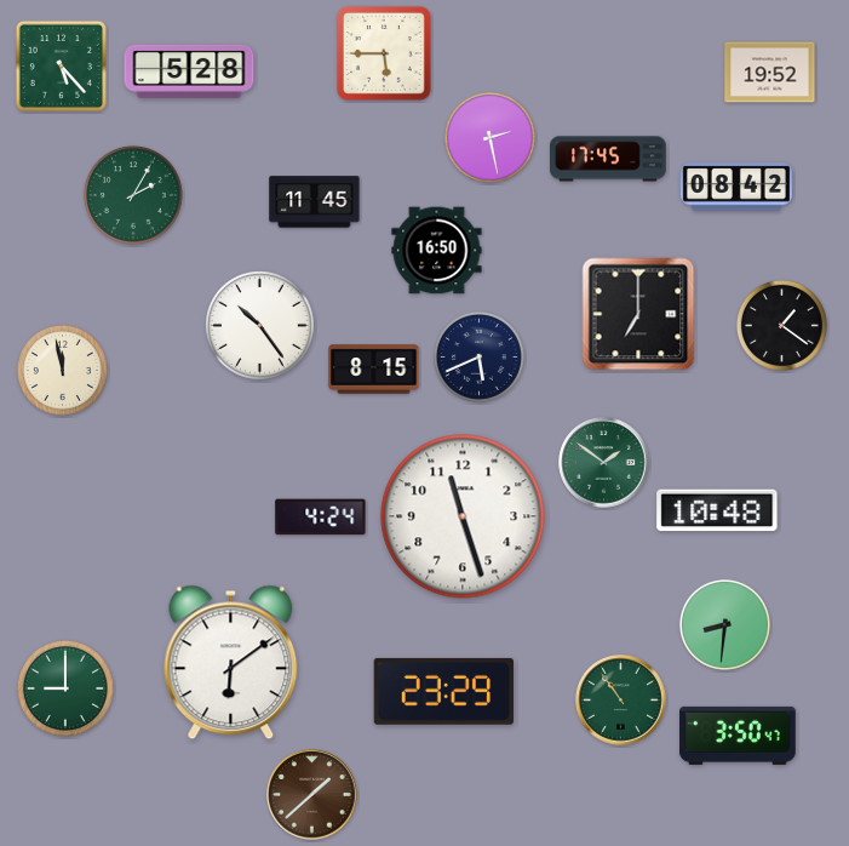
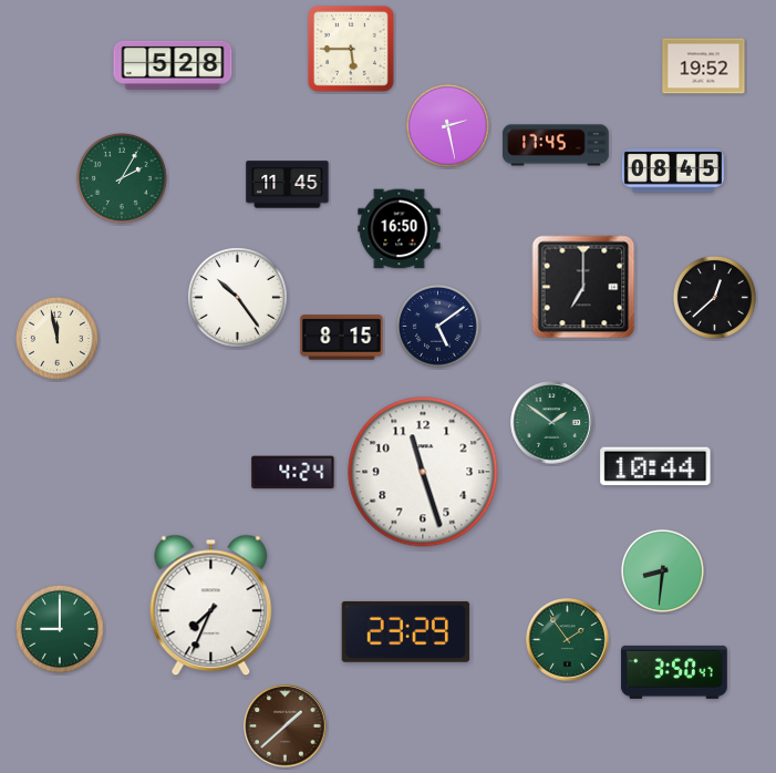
clock at (61, 65): 5:23 -> none
clock at (736, 187): 08:42 -> 08:45
clock at (781, 325): 1:21 -> 12:38
clock at (478, 356): 5:41 -> 5:09
clock at (717, 510): 10:48 -> 10:44
clock at (231, 663): 6:09 -> 7:34
clock at (621, 701): 10:54 -> 1:54
